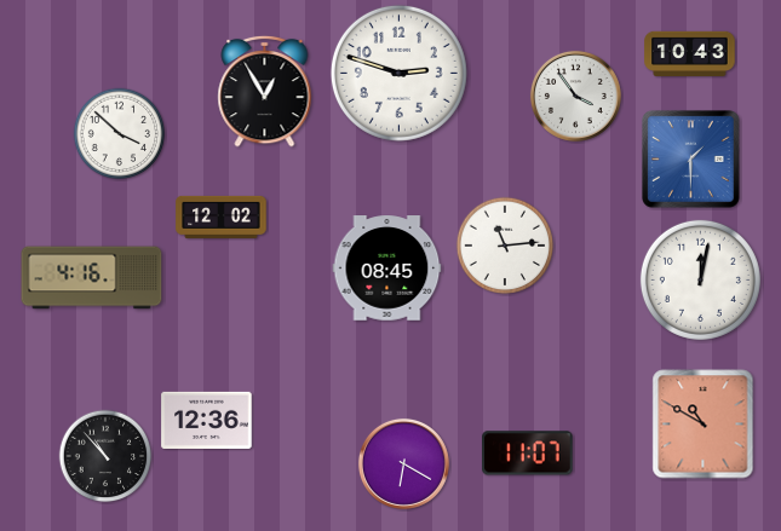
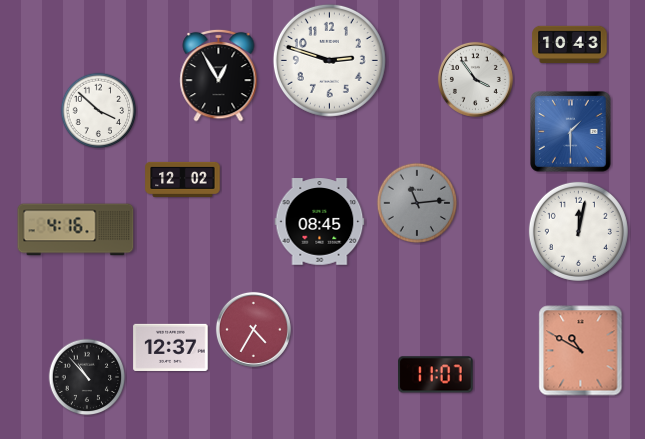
clock at (505, 246) dial: white -> grey
clock at (253, 329): none -> 4:35
clock at (207, 420): 12:36 -> 12:37
clock at (403, 463): 6:20 -> none
